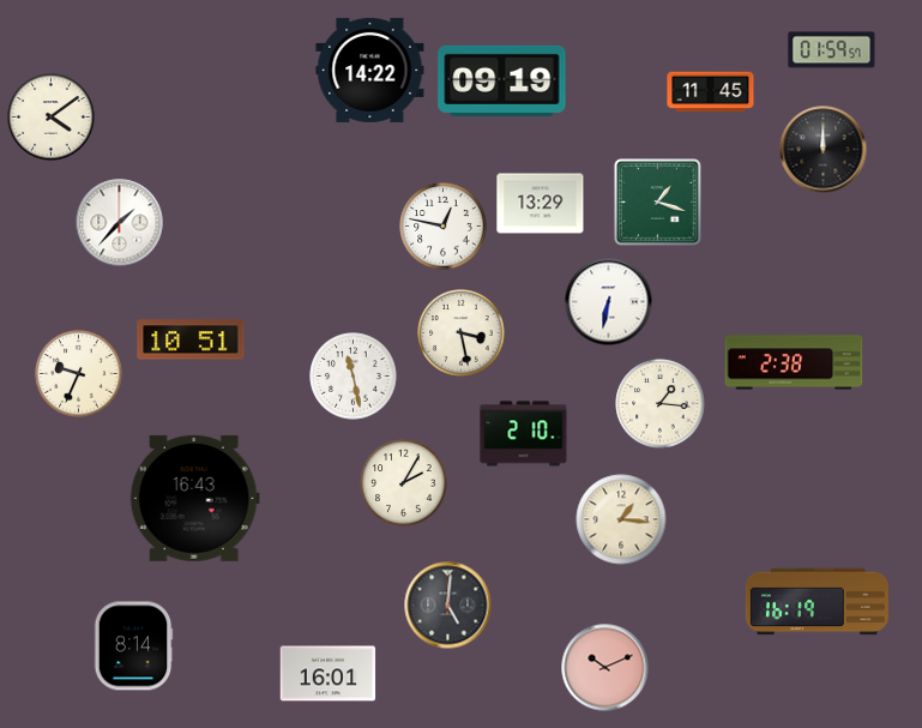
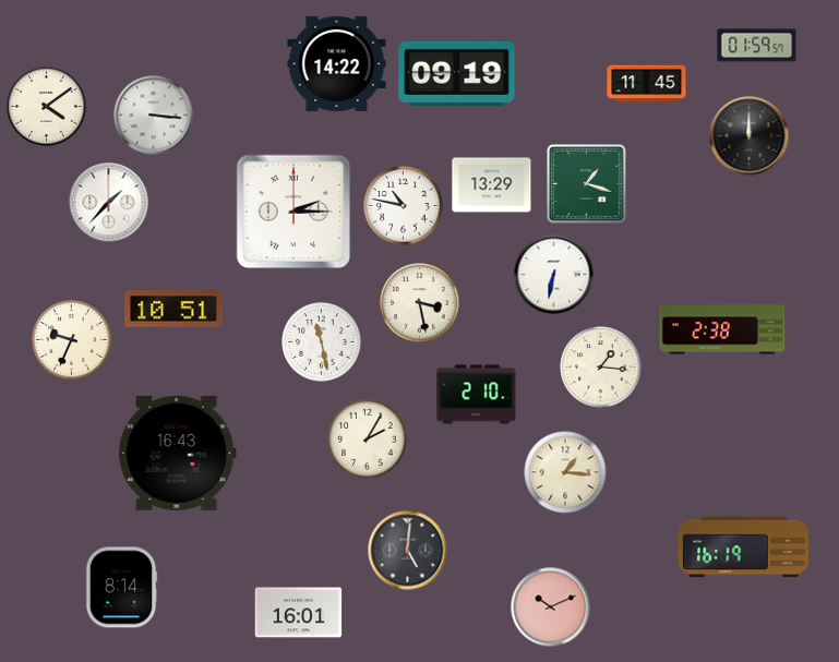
clock at (154, 116): none -> 3:16
clock at (658, 203) position: (658, 203) -> (587, 184)
clock at (444, 227): 12:47 -> 10:47
clock at (293, 212): none -> 2:15
